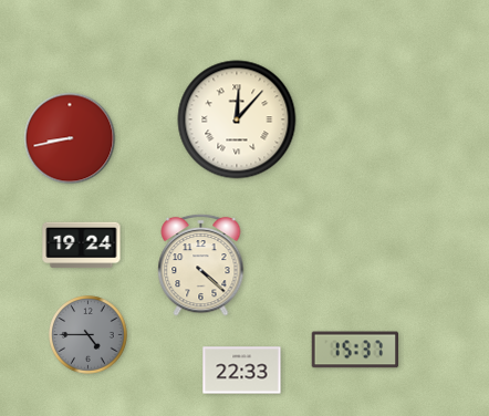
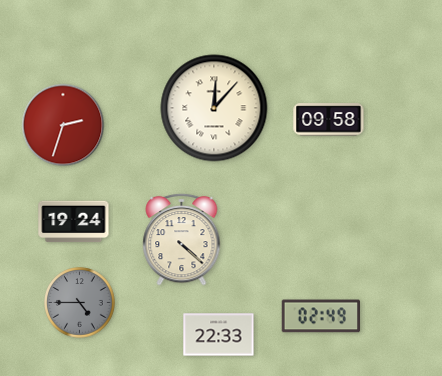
clock at (329, 120): none -> 09:58
clock at (70, 138): 8:43 -> 2:33
clock at (355, 350): 15:37 -> 02:49
